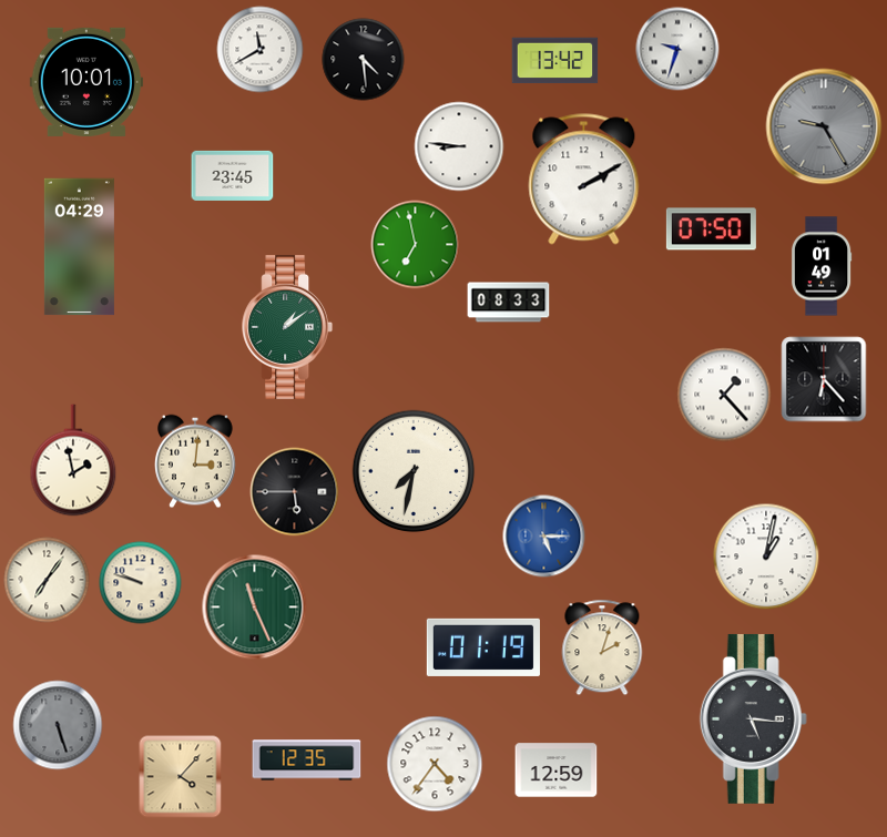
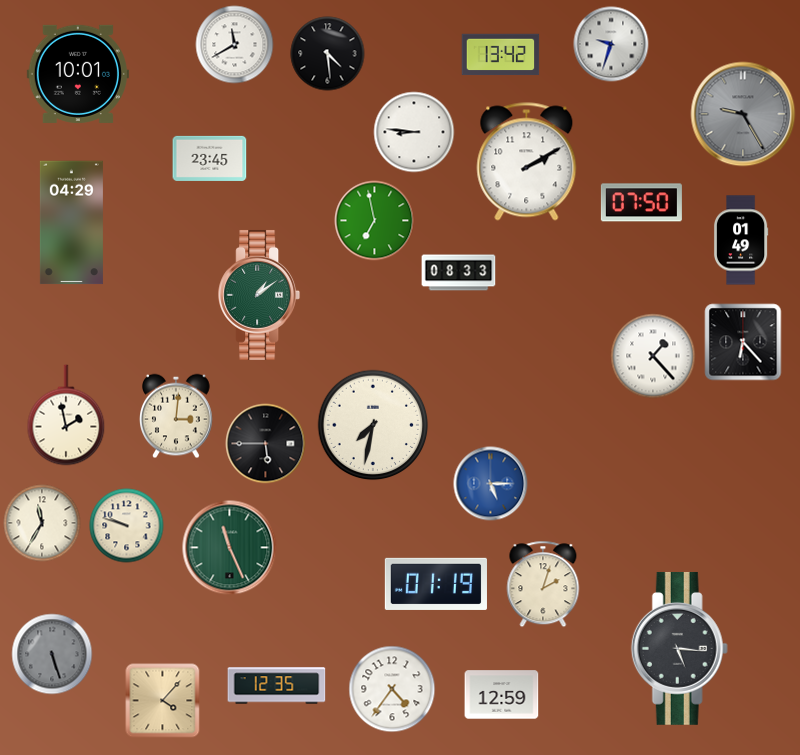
clock at (711, 229) position: (711, 229) -> (641, 203)
clock at (766, 557): 1:02 -> none
clock at (47, 580): 7:06 -> 11:35
